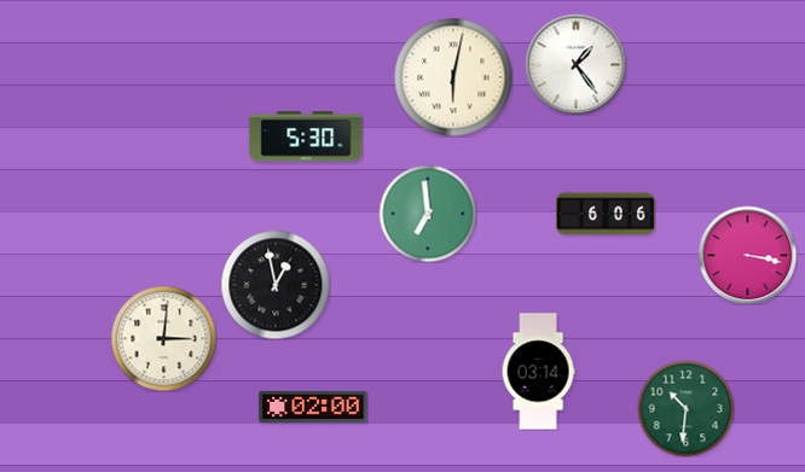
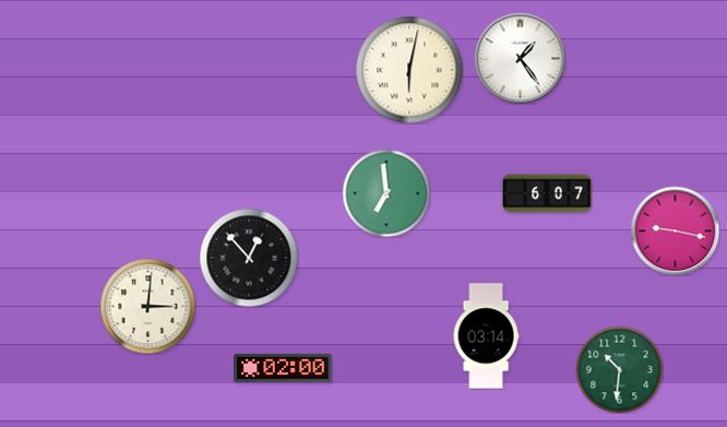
clock at (306, 136): 5:30 -> none
clock at (607, 214): 6:06 -> 6:07
clock at (747, 255): 3:17 -> 9:17
clock at (276, 285): 12:58 -> 12:53
